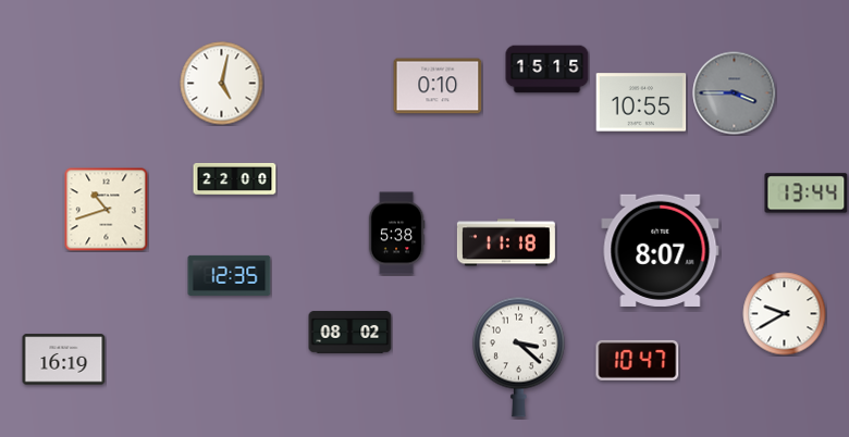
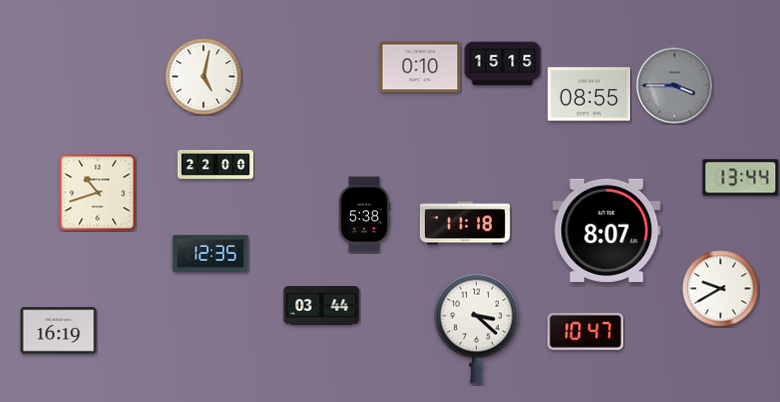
clock at (438, 86) position: (438, 86) -> (420, 67)
clock at (641, 102): 10:55 -> 08:55
clock at (350, 333): 08:02 -> 03:44
